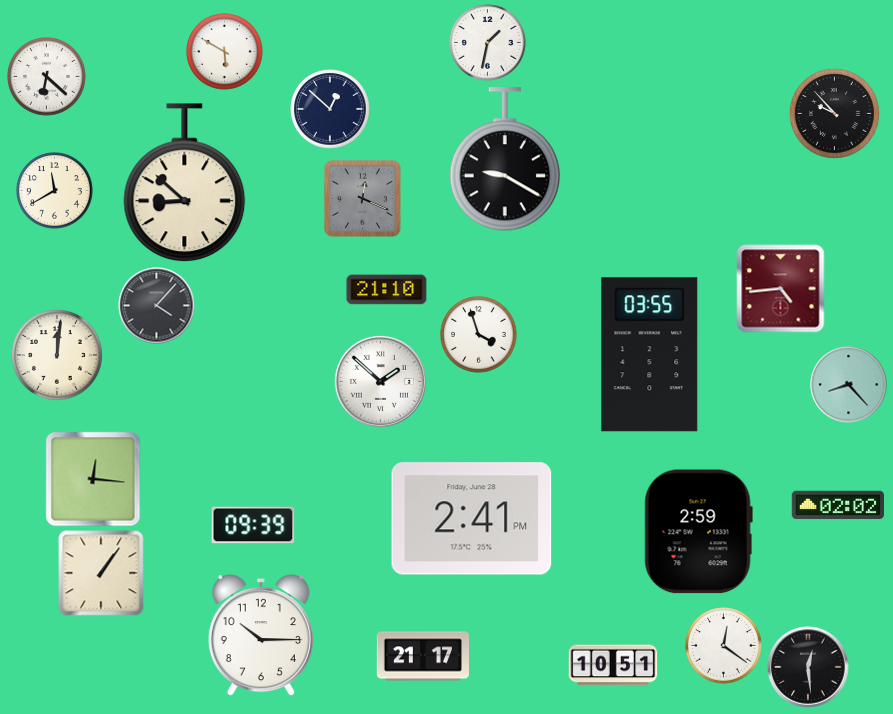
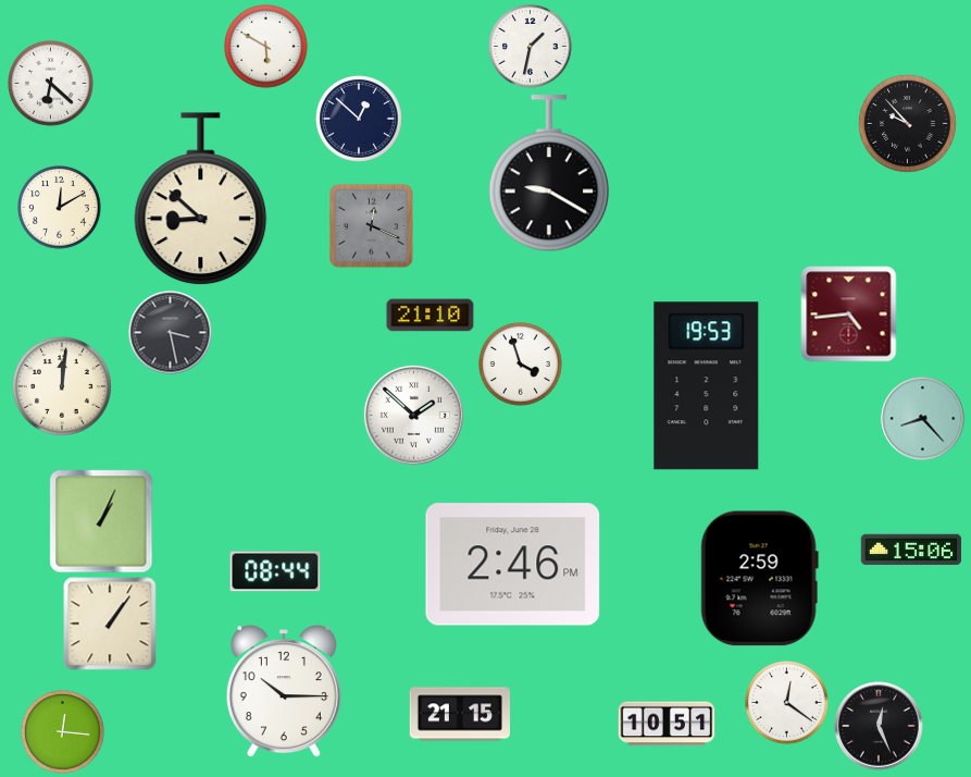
clock at (225, 52) position: (225, 52) -> (266, 47)
clock at (55, 191): 11:40 -> 12:10
clock at (362, 198) position: (362, 198) -> (371, 225)
clock at (387, 290) position: (387, 290) -> (431, 316)
clock at (157, 306): 4:07 -> 3:28
clock at (650, 355): 03:55 -> 19:53
clock at (93, 479): 12:16 -> 1:04
clock at (837, 505): 02:02 -> 15:06
clock at (472, 519): 2:41 -> 2:46
clock at (253, 525): 09:39 -> 08:44
clock at (422, 656): 21:17 -> 21:15
clock at (808, 667): 12:29 -> 12:26
clock at (63, 732): none -> 12:16
